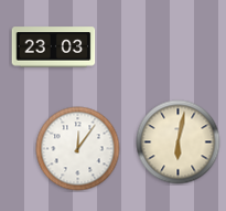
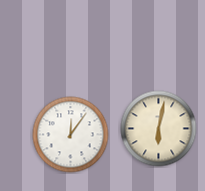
clock at (54, 48): 23:03 -> none
clock at (179, 143) position: (179, 143) -> (159, 129)
